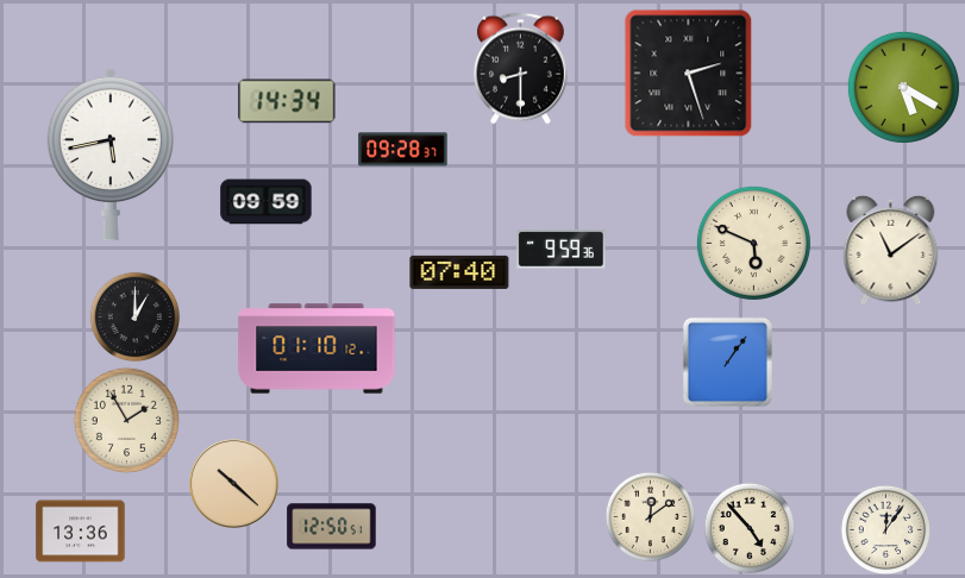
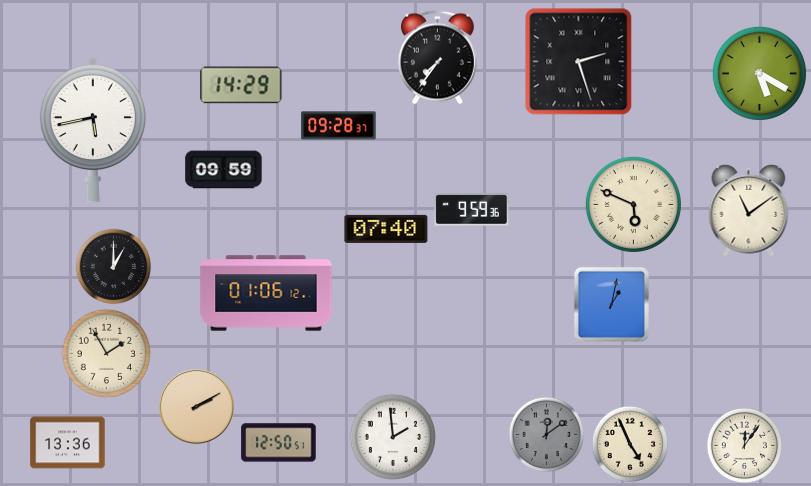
clock at (520, 69): 8:30 -> 7:36
clock at (287, 101): 14:34 -> 14:29
clock at (317, 348): 01:10 -> 01:06
clock at (727, 362): 1:06 -> 1:02
clock at (233, 483): 10:22 -> 2:10
clock at (651, 517) dial: cream -> grey
clock at (393, 437): none -> 1:59
clock at (750, 528): 4:53 -> 4:56
clock at (81, 532) position: (81, 532) -> (68, 443)
